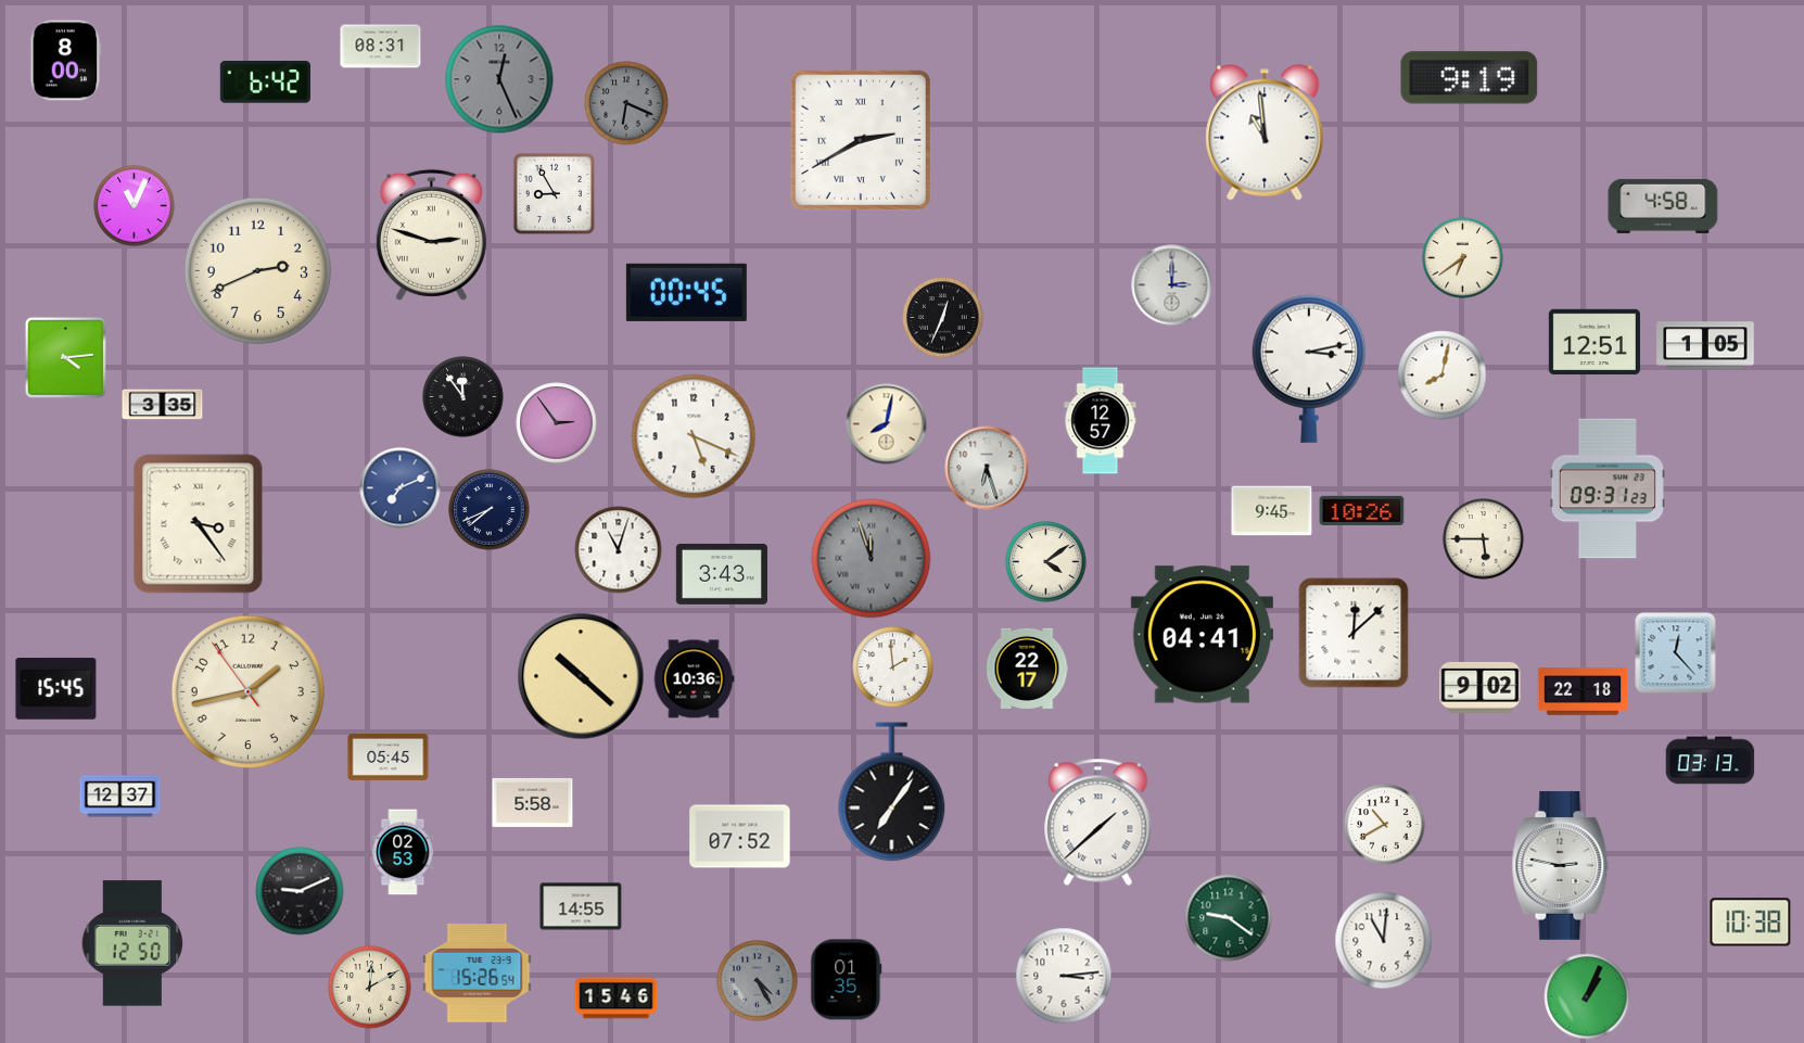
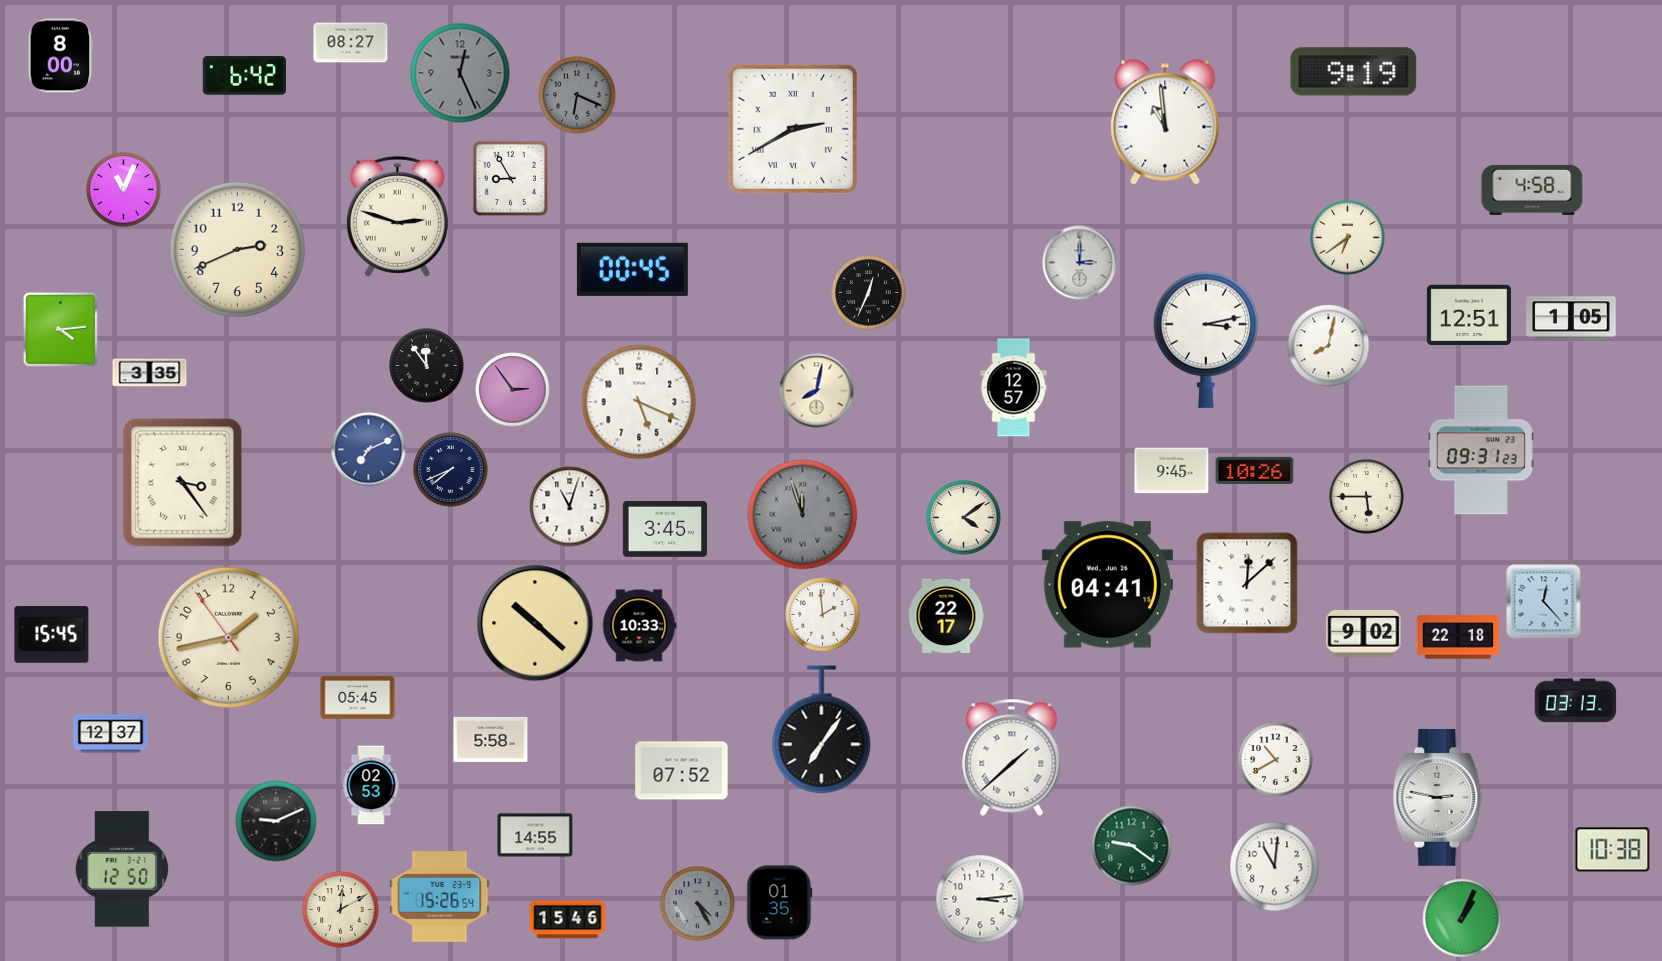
clock at (381, 47): 08:31 -> 08:27
clock at (987, 468): 6:27 -> none
clock at (722, 574): 3:43 -> 3:45
clock at (694, 679): 10:36 -> 10:33
